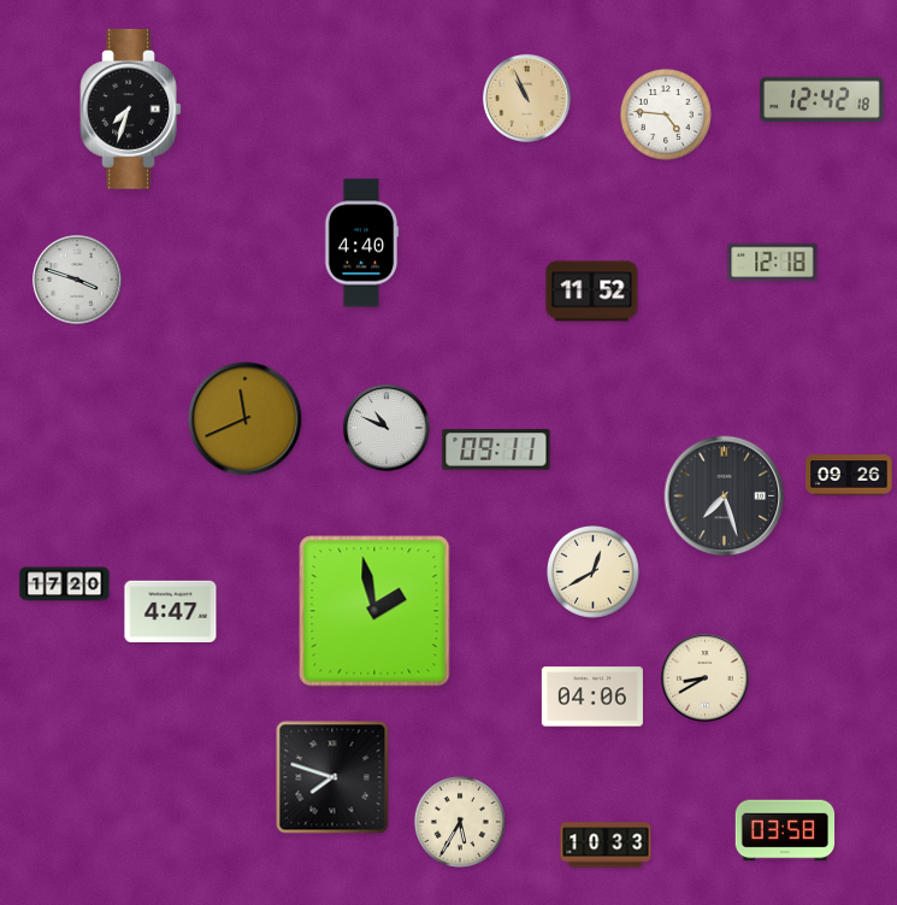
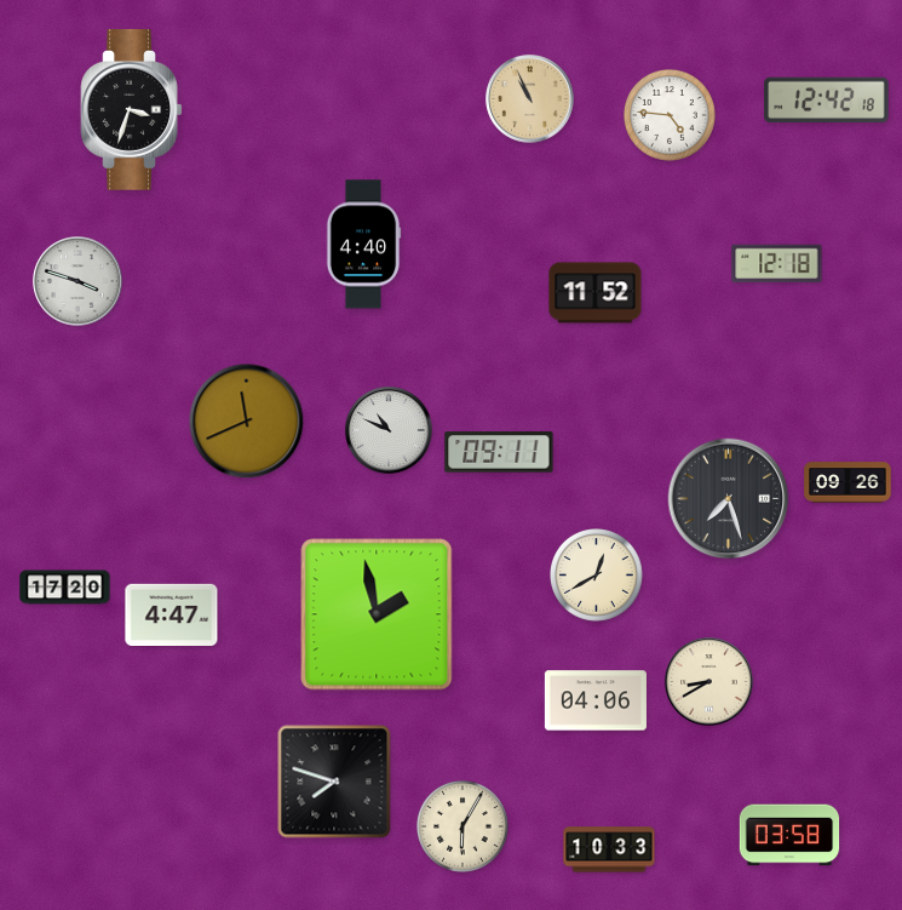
clock at (131, 110): 7:33 -> 3:33
clock at (849, 475) position: (849, 475) -> (848, 482)
clock at (460, 822): 5:35 -> 6:05
